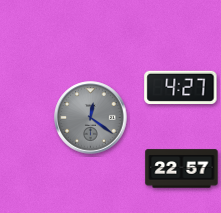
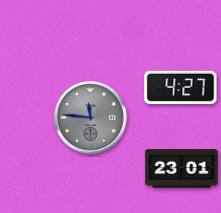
clock at (91, 118): 12:21 -> 11:46
clock at (182, 169): 22:57 -> 23:01
